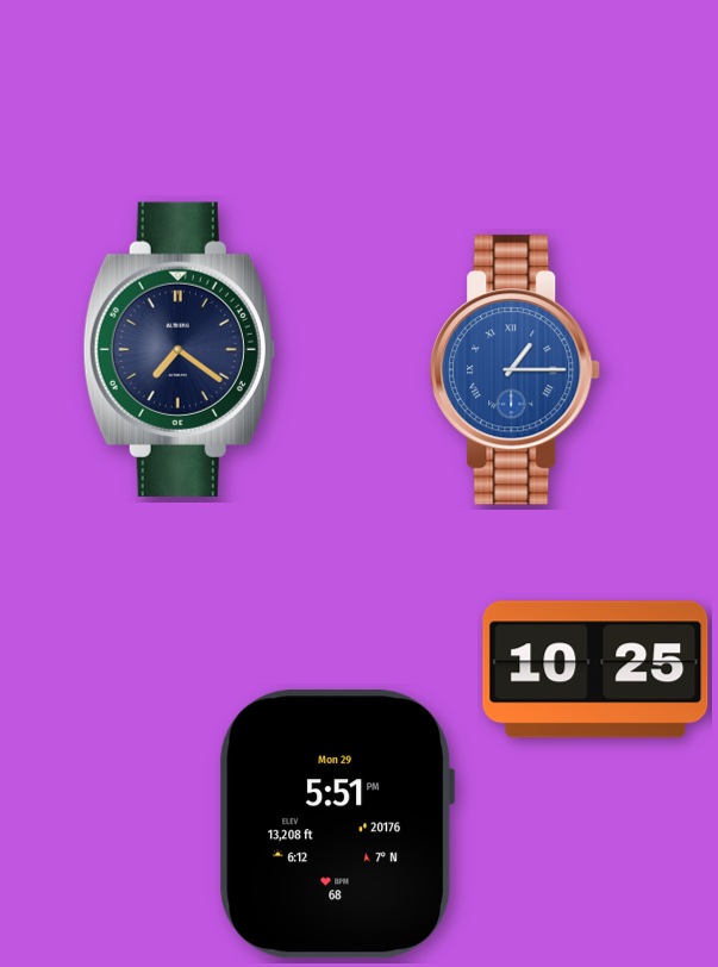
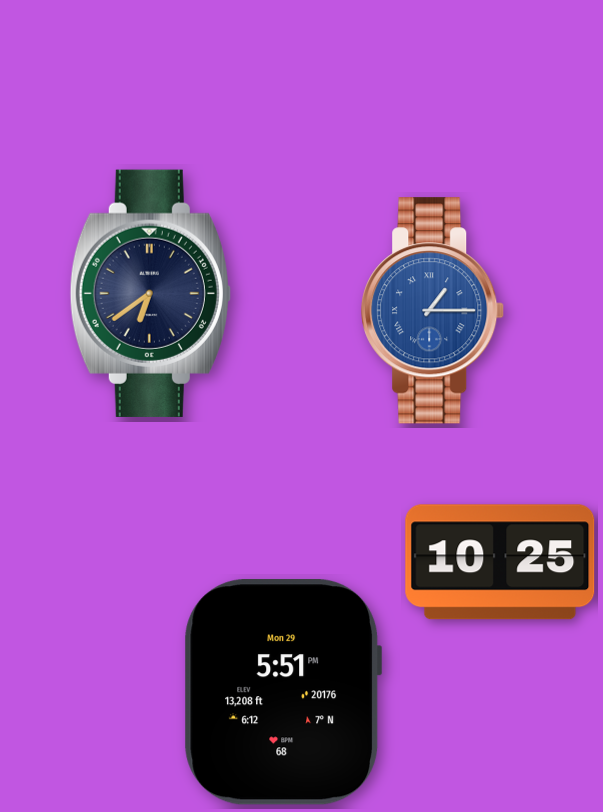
clock at (179, 349): 7:21 -> 6:39
